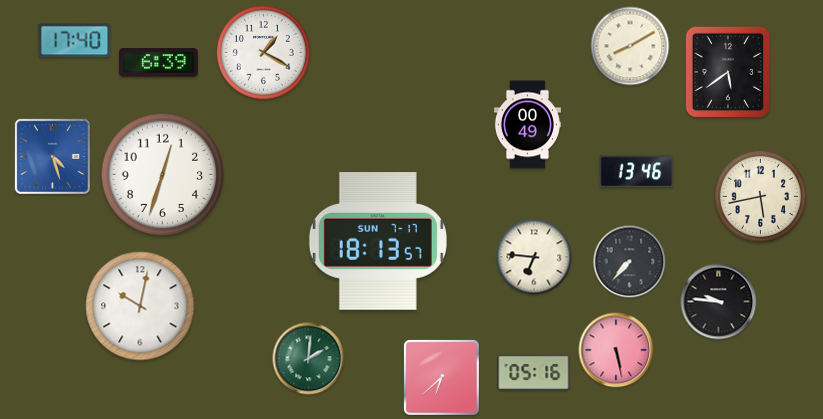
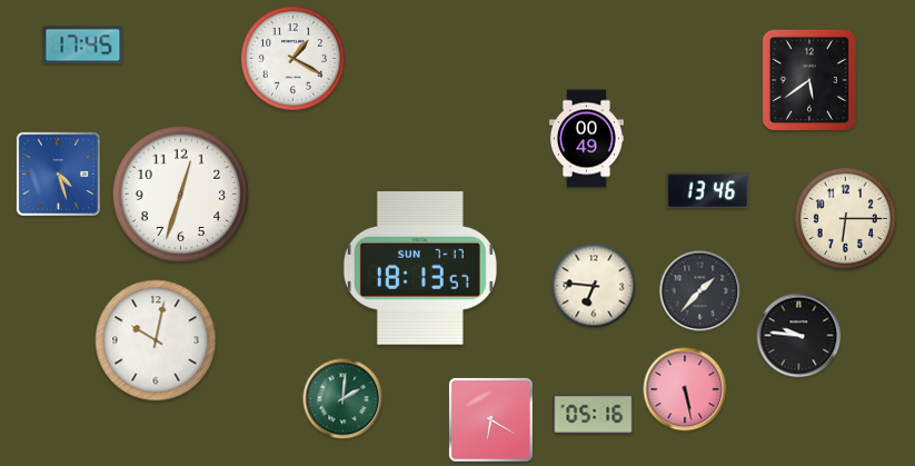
clock at (75, 41): 17:40 -> 17:45
clock at (630, 46): 8:10 -> none
clock at (158, 63): 6:39 -> none
clock at (760, 196): 5:43 -> 6:15
clock at (630, 262): 7:37 -> 1:37
clock at (441, 377): 6:38 -> 6:20
